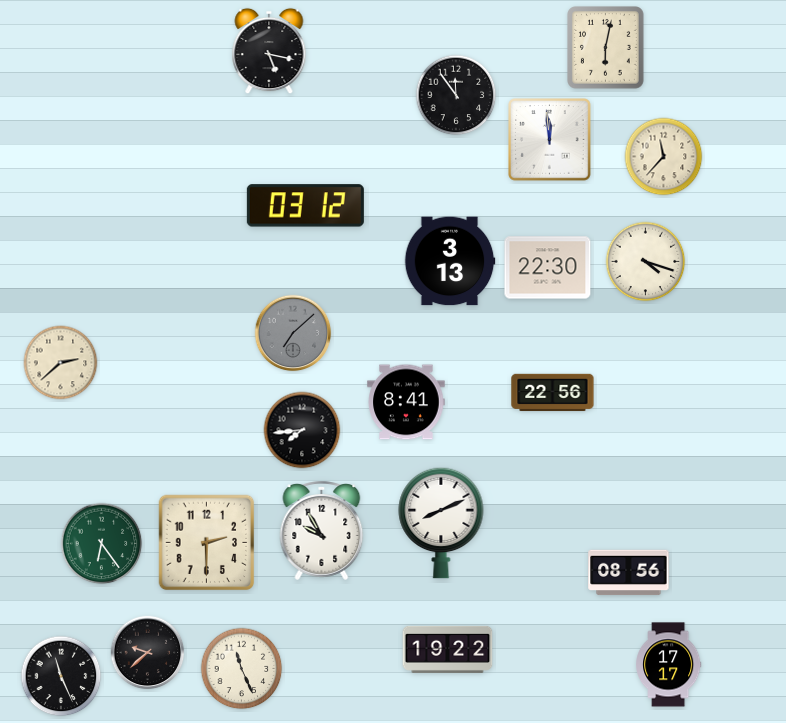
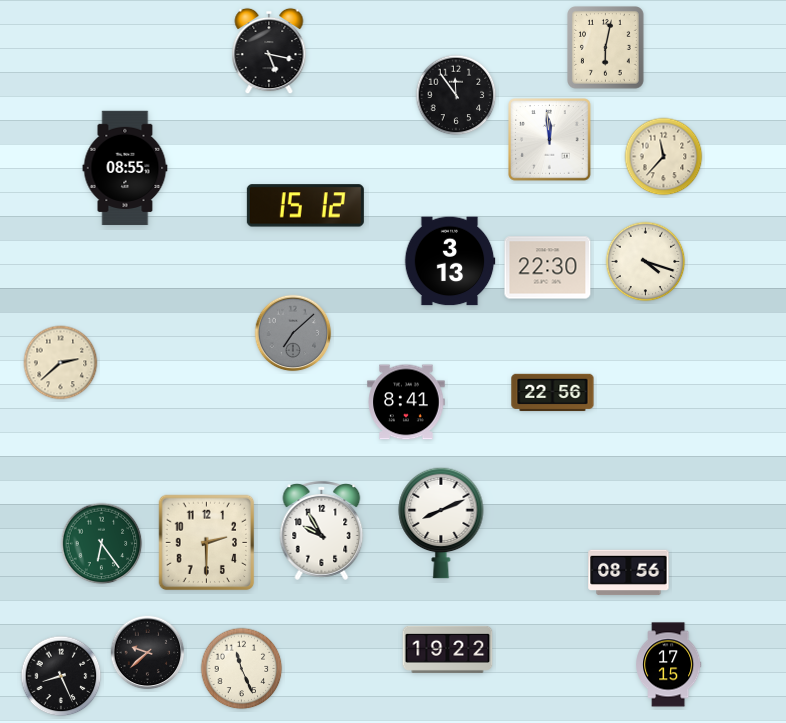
clock at (125, 168): none -> 08:55
clock at (305, 206): 03:12 -> 15:12
clock at (302, 430): 7:44 -> none
clock at (669, 665): 17:17 -> 17:15
clock at (61, 676): 11:26 -> 8:26
